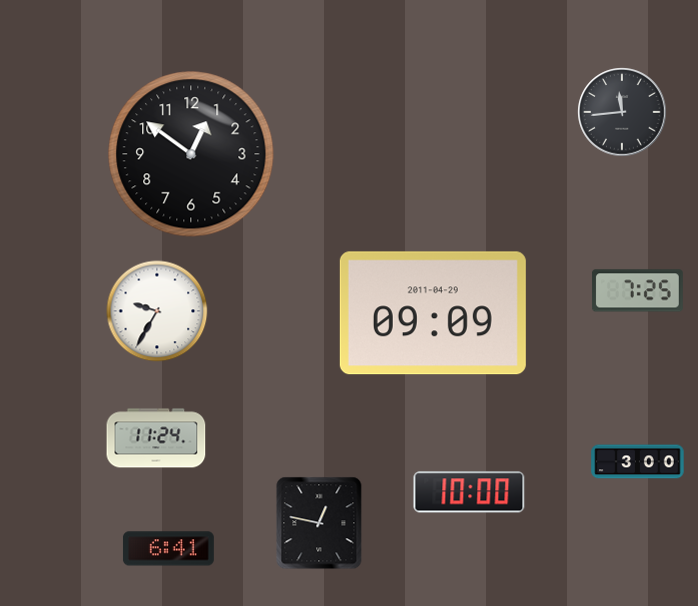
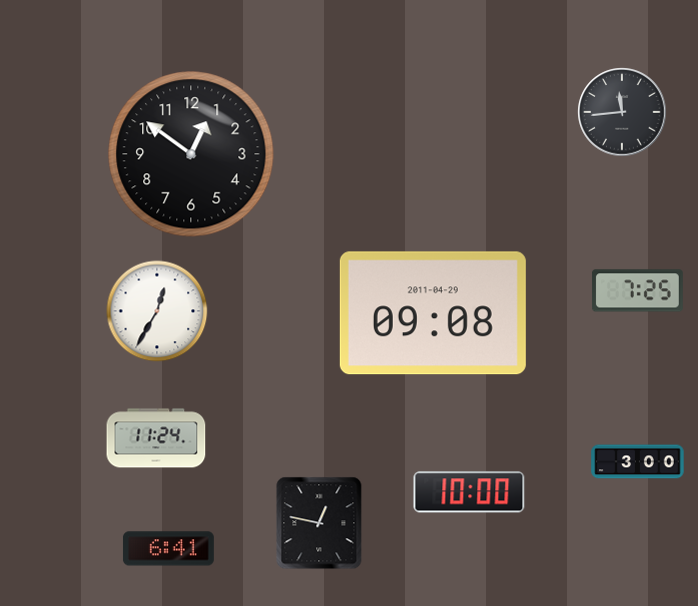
clock at (157, 311): 9:35 -> 12:35
clock at (433, 313): 09:09 -> 09:08
